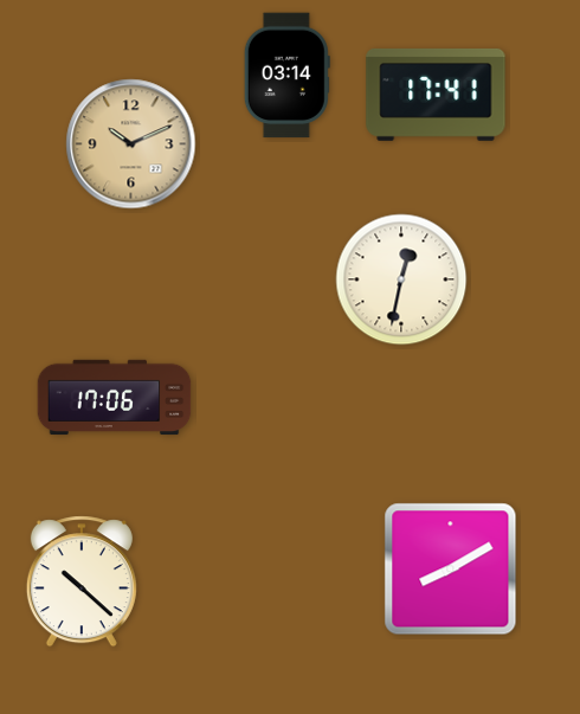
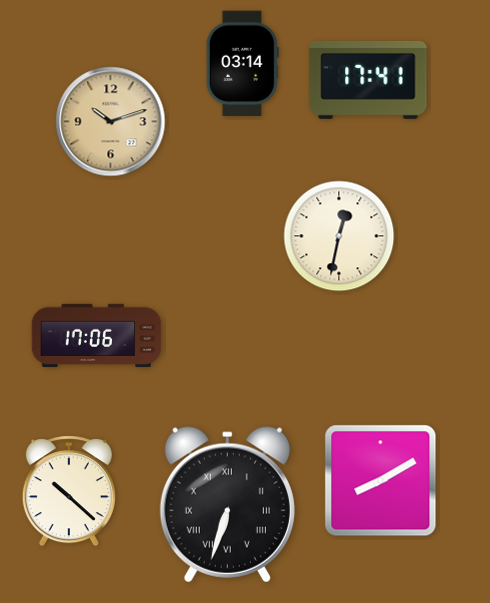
clock at (131, 144): 10:11 -> 10:12
clock at (227, 505): none -> 6:33
